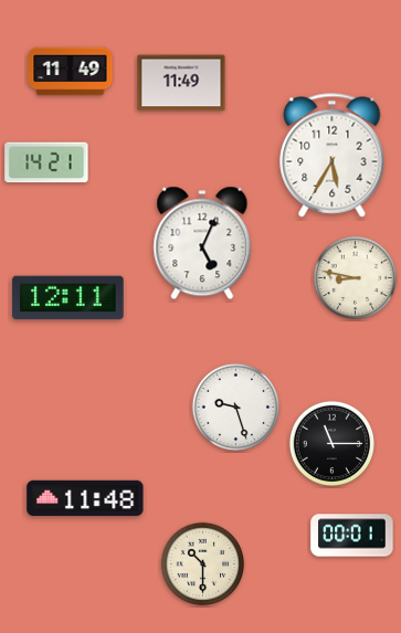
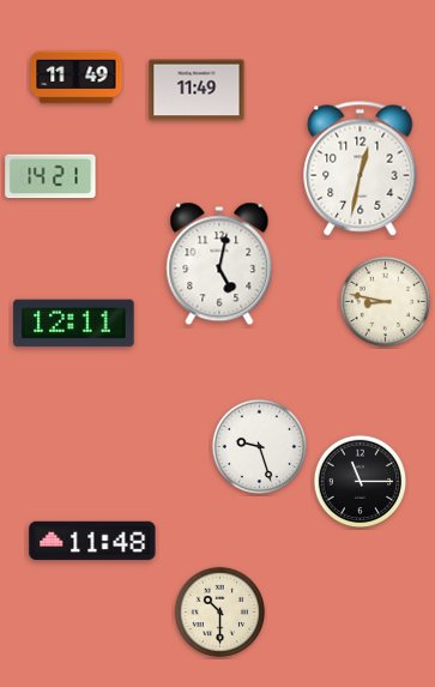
clock at (333, 156): 5:35 -> 12:32
clock at (202, 243): 5:04 -> 5:02
clock at (235, 407) position: (235, 407) -> (259, 446)
clock at (352, 536): 00:01 -> none
